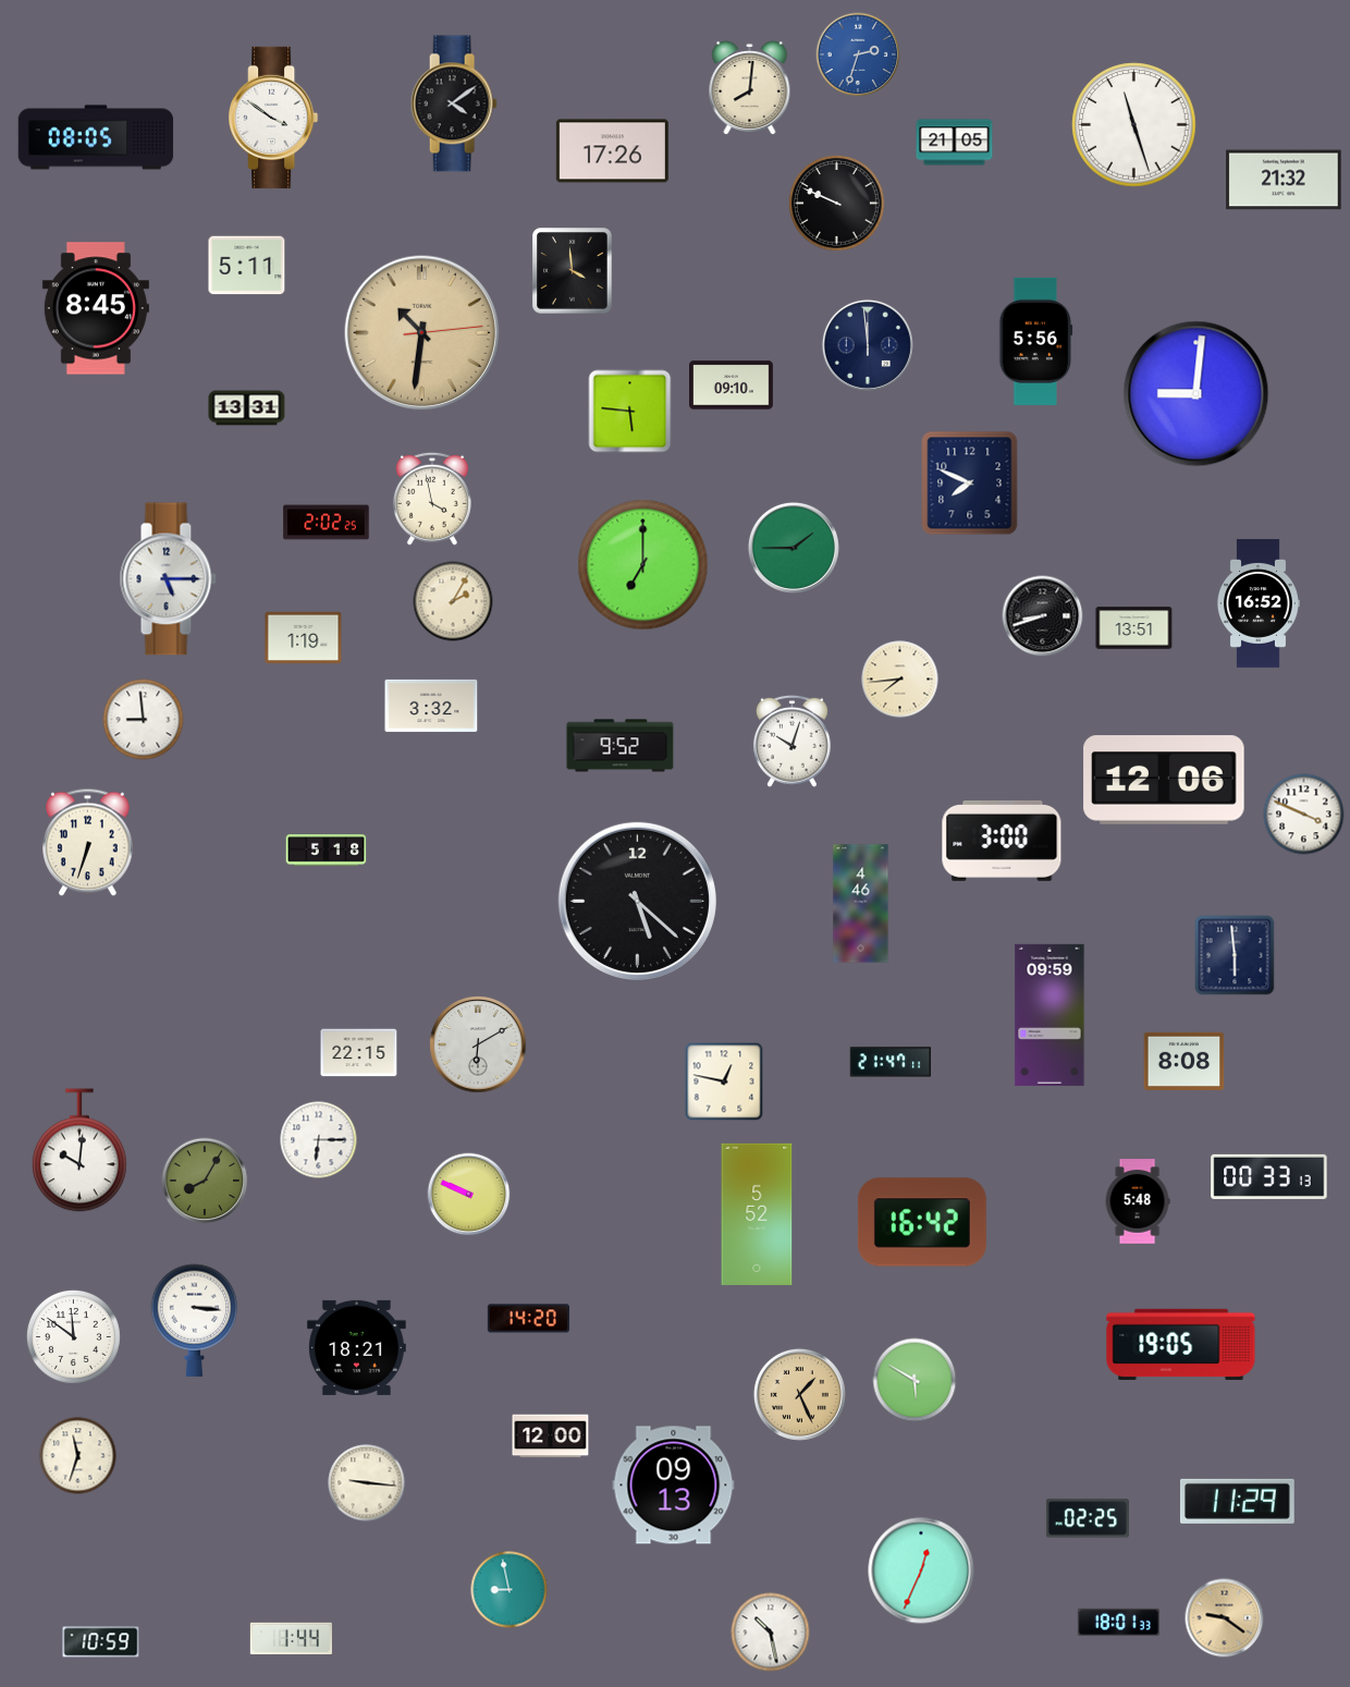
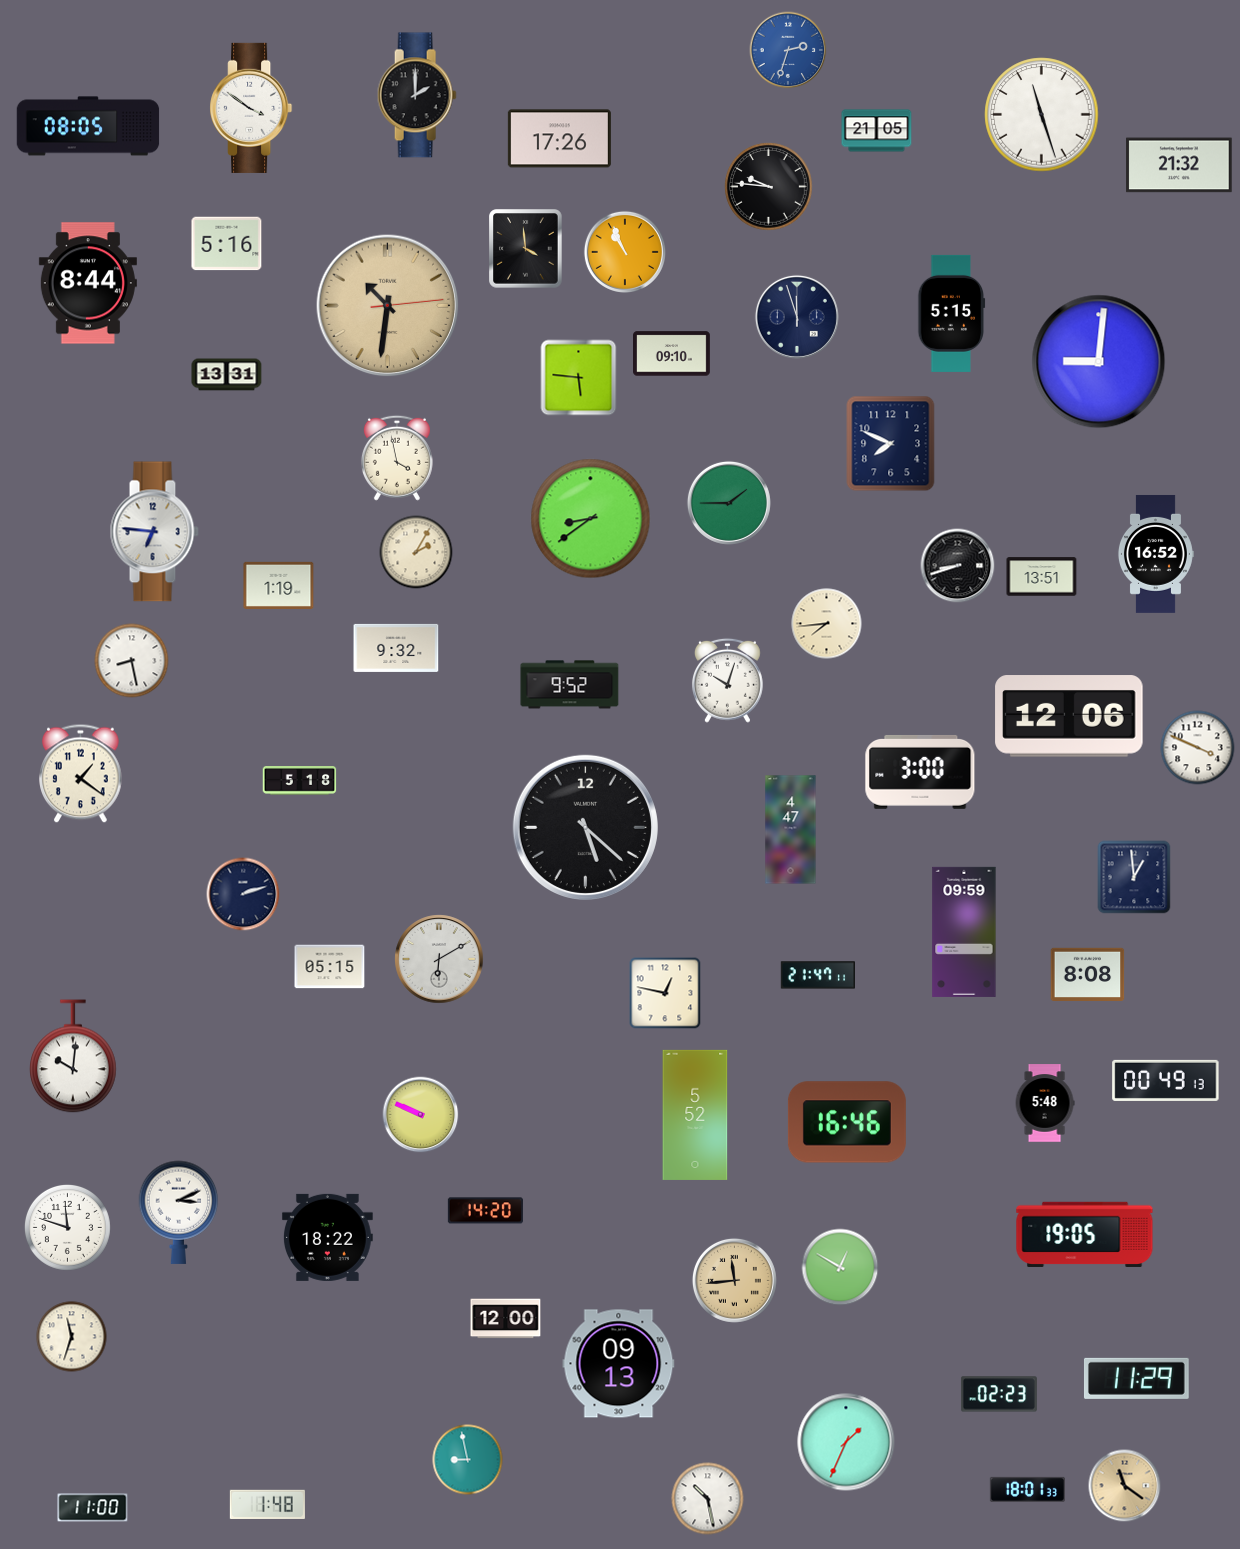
clock at (750, 88): 8:01 -> none
clock at (454, 103): 4:09 -> 2:00
clock at (612, 151) position: (612, 151) -> (559, 139)
clock at (837, 204): 9:49 -> 9:46
clock at (247, 266): 5:11 -> 5:16
clock at (625, 252): none -> 10:56
clock at (96, 308): 8:45 -> 8:44
clock at (1036, 341): 5:56 -> 5:15
clock at (868, 345): 11:59 -> 11:57
clock at (327, 523): 2:02 -> none
clock at (643, 565): 7:00 -> 8:39
clock at (168, 579): 5:15 -> 6:46
clock at (431, 706): 3:32 -> 9:32
clock at (144, 720): 8:59 -> 8:28
clock at (88, 843): 6:33 -> 1:21
clock at (861, 904): 4:46 -> 4:47
clock at (1235, 955): 5:59 -> 12:59
clock at (243, 894): none -> 2:12
clock at (359, 1053): 22:15 -> 05:15
clock at (319, 1140): 6:15 -> none
clock at (1269, 1176): 00:33 -> 00:49
clock at (205, 1181): 8:05 -> none
clock at (469, 1195) position: (469, 1195) -> (421, 1115)
clock at (922, 1222): 16:42 -> 16:46
clock at (195, 1320): 3:16 -> 3:11
clock at (73, 1336): 11:51 -> 11:48
clock at (356, 1347): 18:21 -> 18:22
clock at (915, 1380): 5:50 -> 12:50
clock at (799, 1394): 1:26 -> 11:44
clock at (367, 1483): 9:16 -> none
clock at (1088, 1518): 02:25 -> 02:23
clock at (921, 1570): 12:34 -> 1:34
clock at (1225, 1618): 9:21 -> 11:21
clock at (291, 1638): 1:44 -> 1:48
clock at (101, 1642): 10:59 -> 11:00
